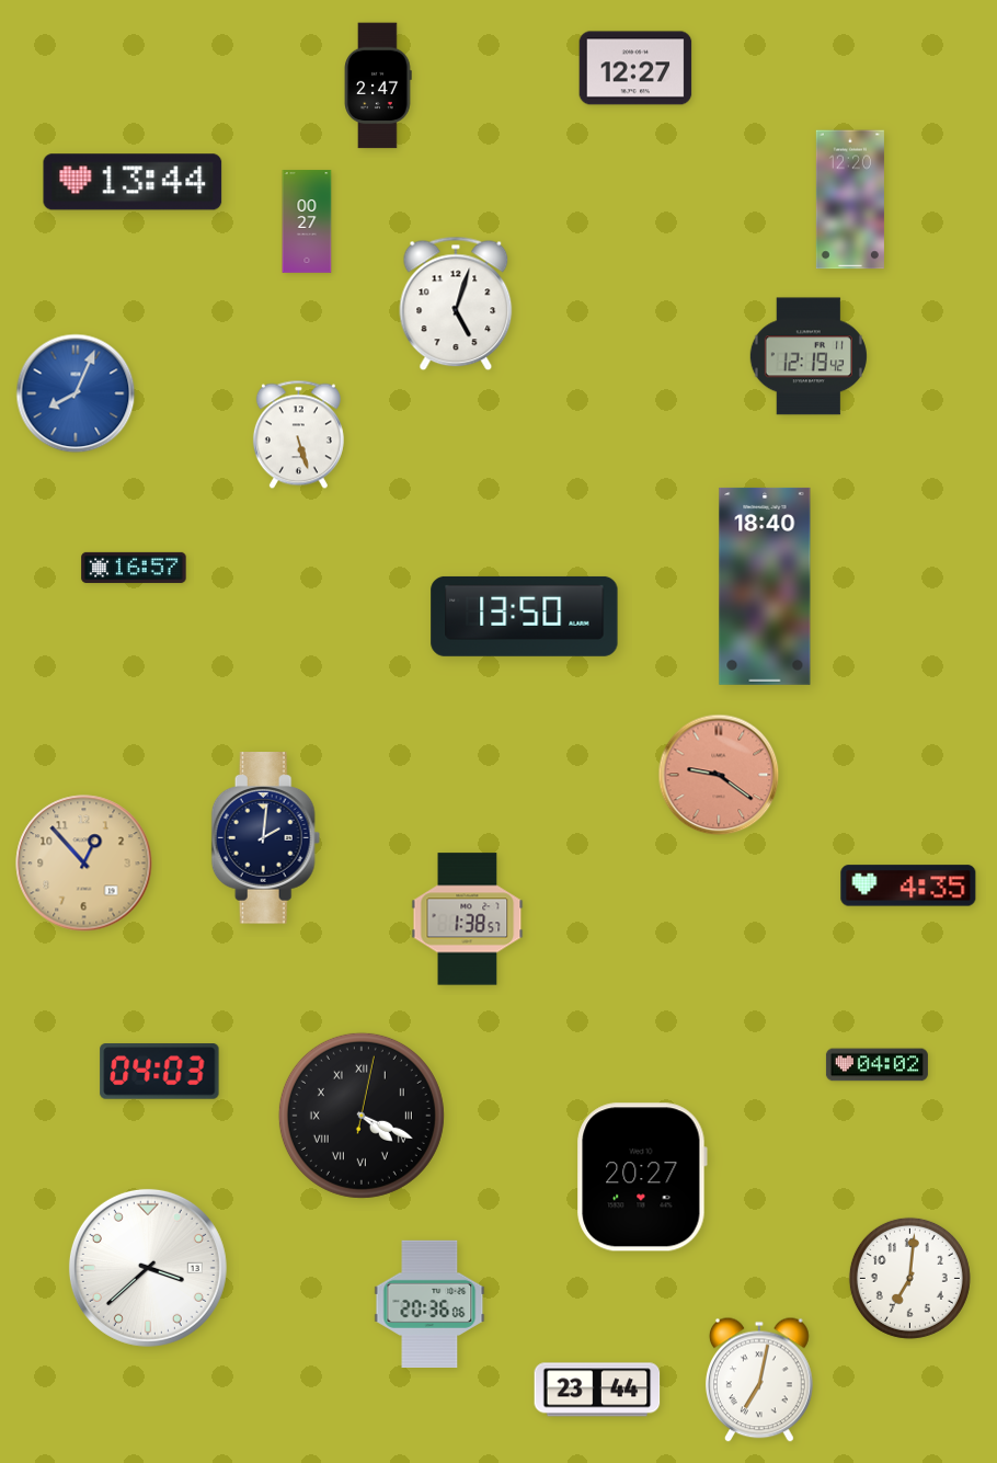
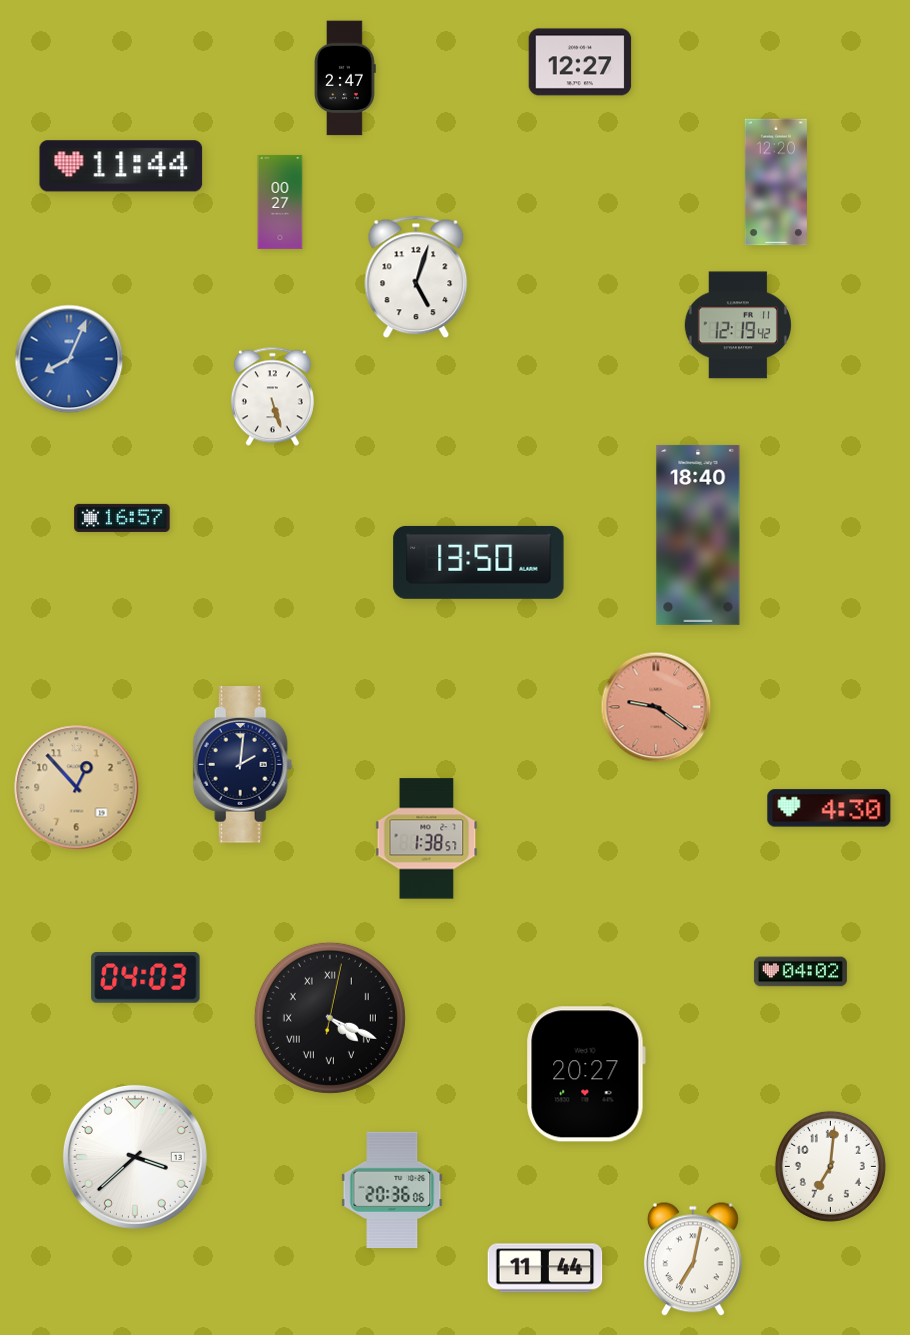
clock at (133, 182): 13:44 -> 11:44
clock at (908, 885): 4:35 -> 4:30
clock at (597, 1390): 23:44 -> 11:44
